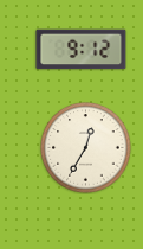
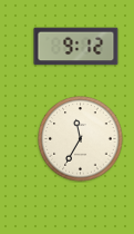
clock at (86, 148): 12:35 -> 11:35
